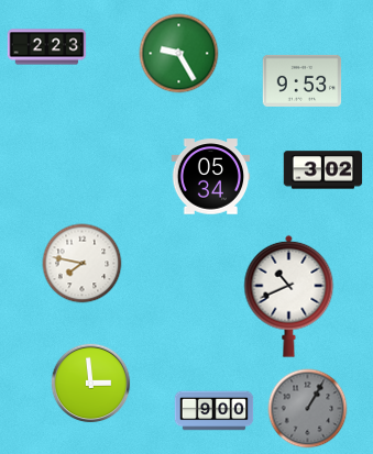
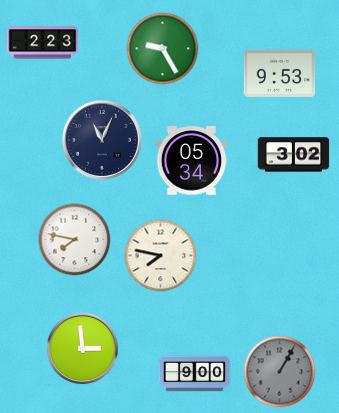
clock at (303, 80) position: (303, 80) -> (280, 73)
clock at (102, 140): none -> 11:04
clock at (161, 256): none -> 7:47
clock at (289, 296): 10:41 -> none
